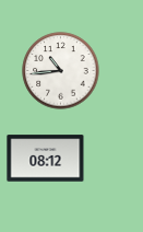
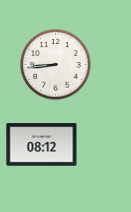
clock at (61, 71): 10:44 -> 8:44
